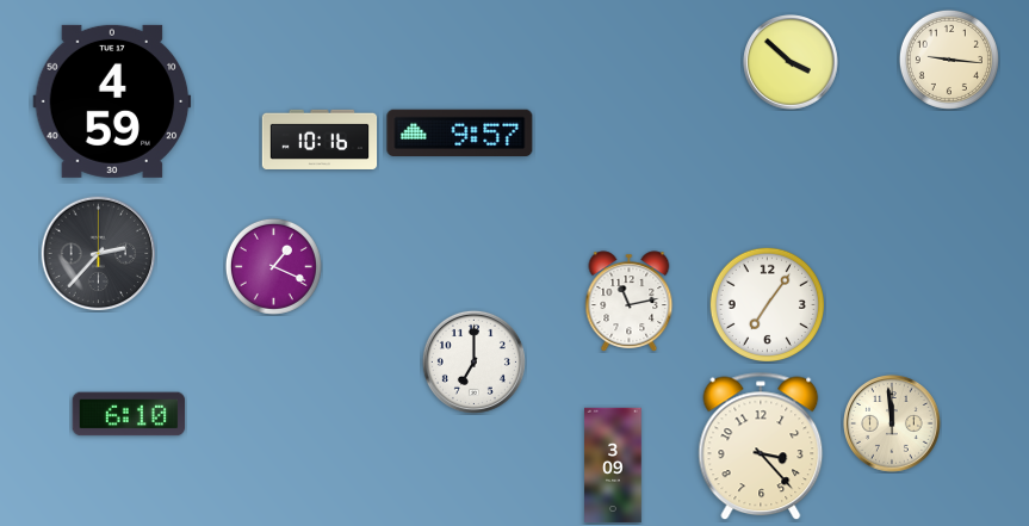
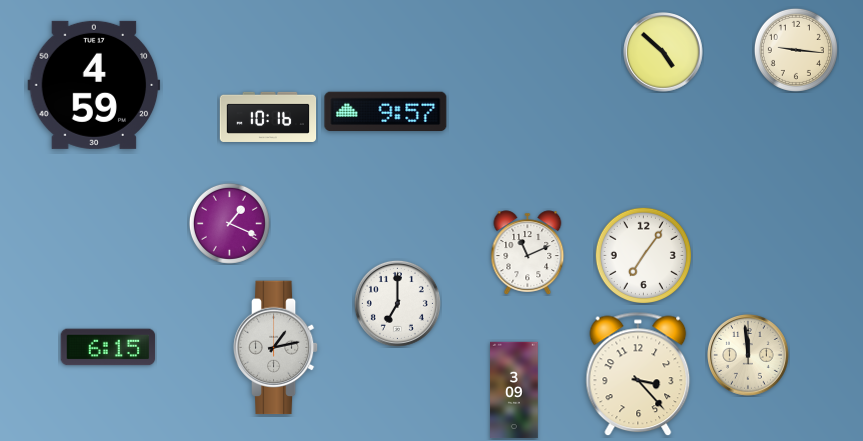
clock at (791, 62): 3:52 -> 4:52
clock at (99, 254): 2:37 -> none
clock at (630, 302): 11:13 -> 11:11
clock at (129, 414): 6:10 -> 6:15
clock at (276, 348): none -> 1:13
